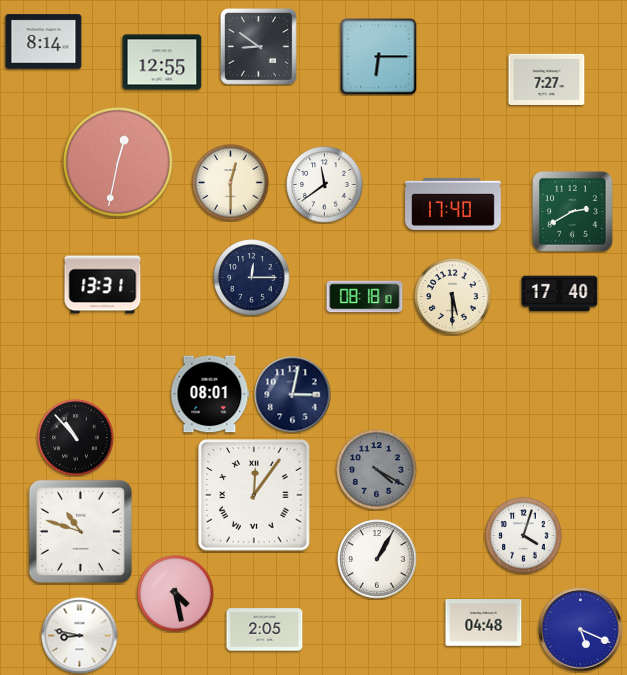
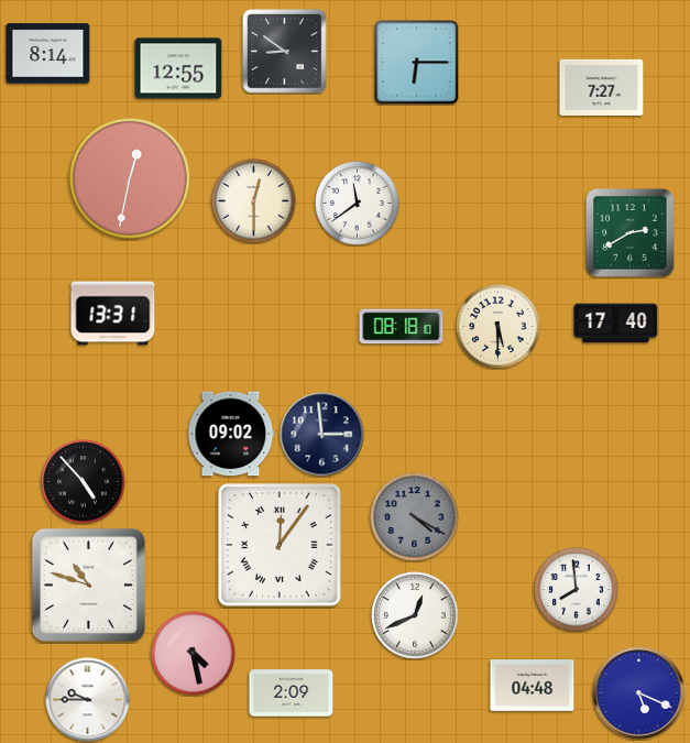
clock at (44, 42) position: (44, 42) -> (48, 54)
clock at (453, 204): 17:40 -> none
clock at (252, 278): 12:15 -> none
clock at (210, 394): 08:01 -> 09:02
clock at (293, 395): 3:02 -> 2:59
clock at (76, 438): 10:53 -> 4:53
clock at (524, 536): 4:03 -> 7:59
clock at (377, 559): 1:05 -> 12:41
clock at (265, 630): 2:05 -> 2:09
clock at (80, 636): 8:47 -> 9:45
